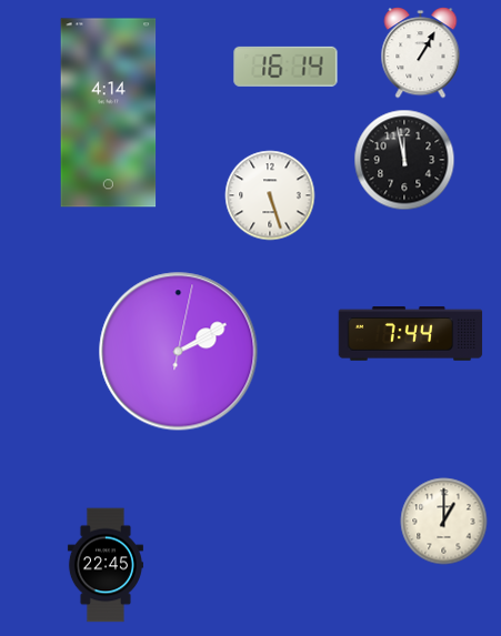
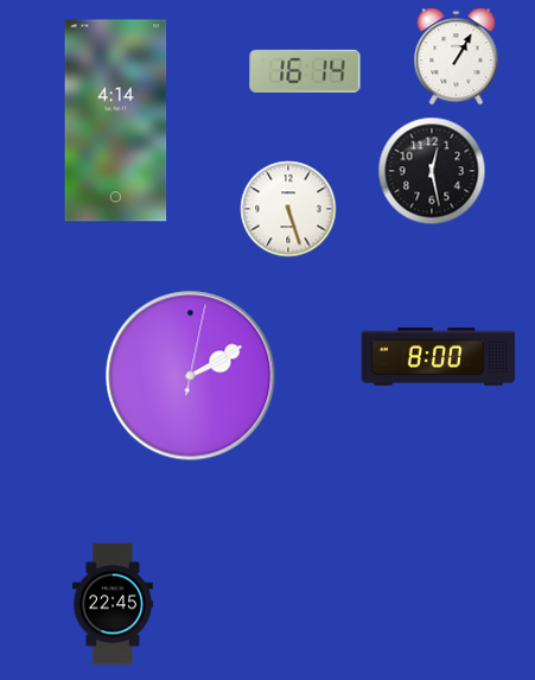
clock at (421, 53) position: (421, 53) -> (457, 57)
clock at (404, 160): 11:58 -> 12:28
clock at (411, 334): 7:44 -> 8:00
clock at (444, 522): 1:00 -> none
